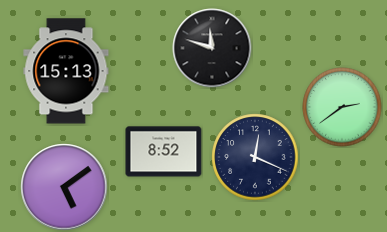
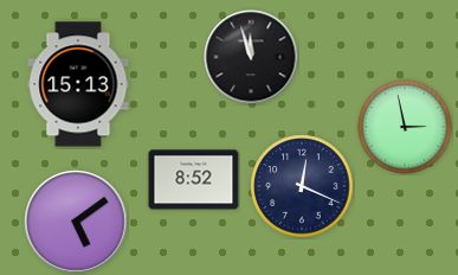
clock at (212, 48): 11:48 -> 11:57
clock at (342, 107): 2:39 -> 2:58
